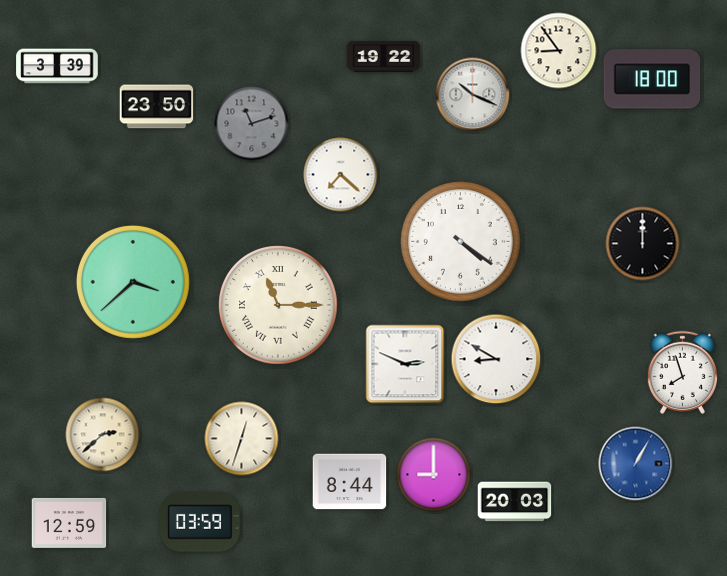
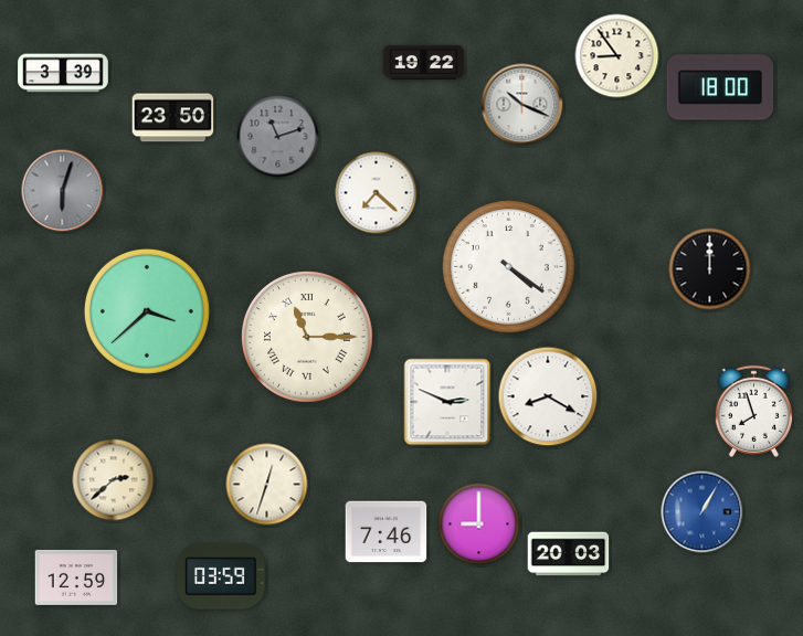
clock at (63, 191): none -> 6:03
clock at (496, 359): 8:50 -> 8:20
clock at (350, 482): 8:44 -> 7:46
